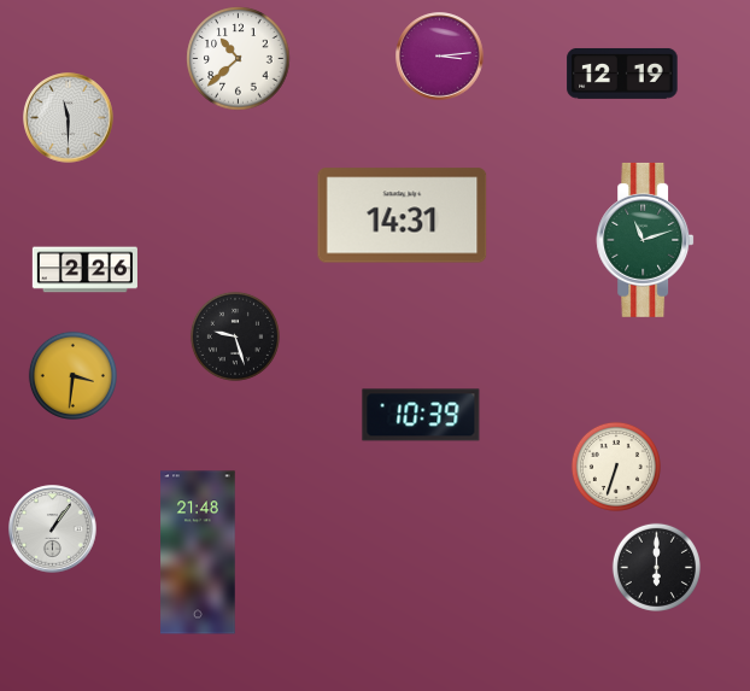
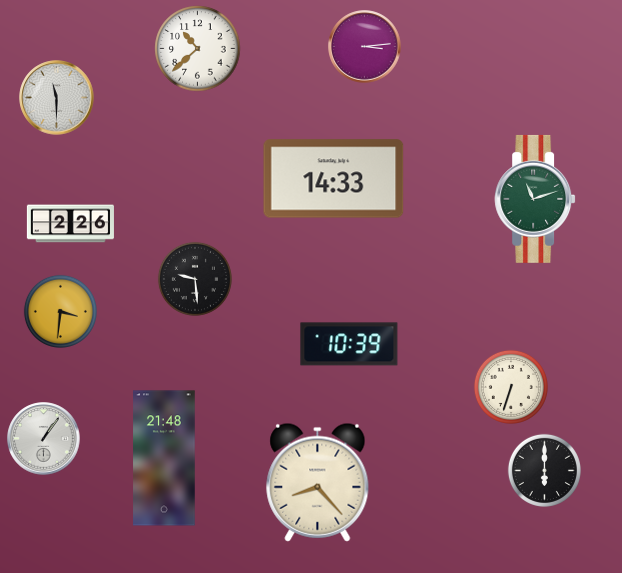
clock at (622, 74): 12:19 -> none
clock at (403, 216): 14:31 -> 14:33
clock at (235, 336): 9:27 -> 9:29
clock at (318, 482): none -> 8:23
